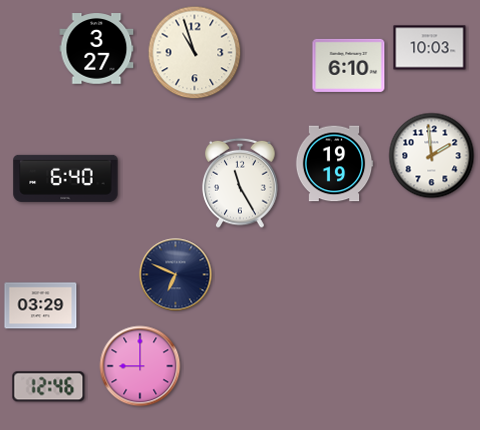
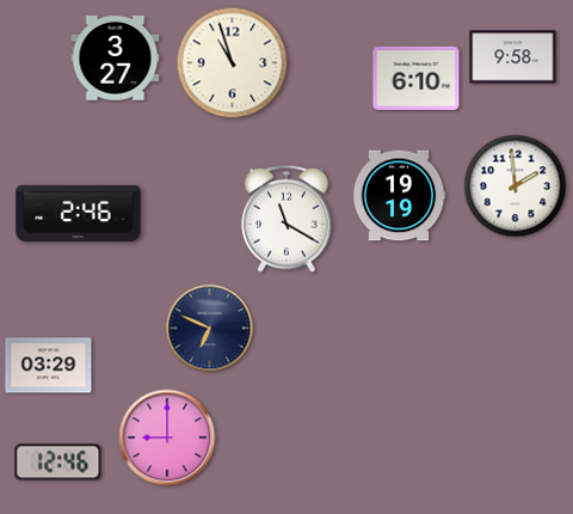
clock at (430, 48): 10:03 -> 9:58
clock at (66, 178): 6:40 -> 2:46
clock at (240, 183): 11:25 -> 11:20
